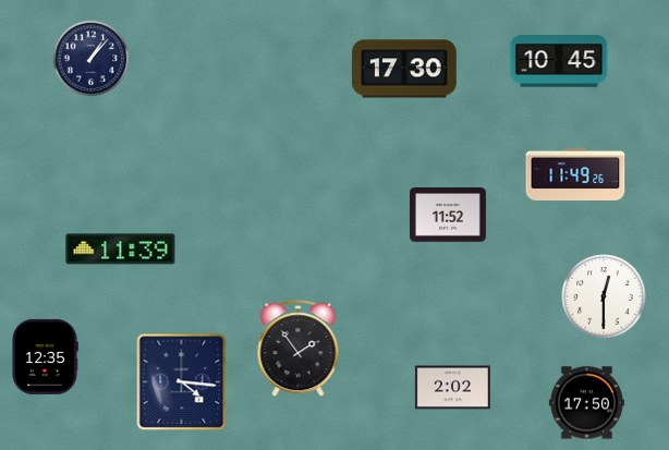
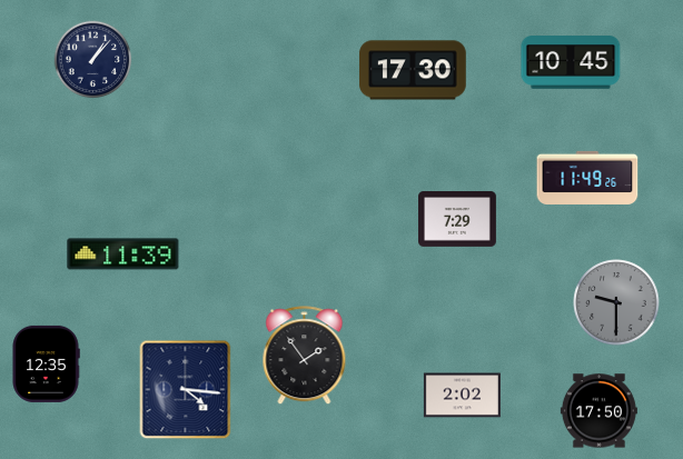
clock at (449, 216): 11:52 -> 7:29
clock at (604, 296): 12:30 -> 9:30
clock at (604, 296) dial: white -> grey
